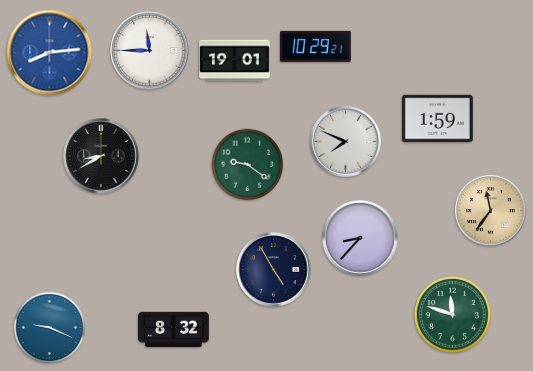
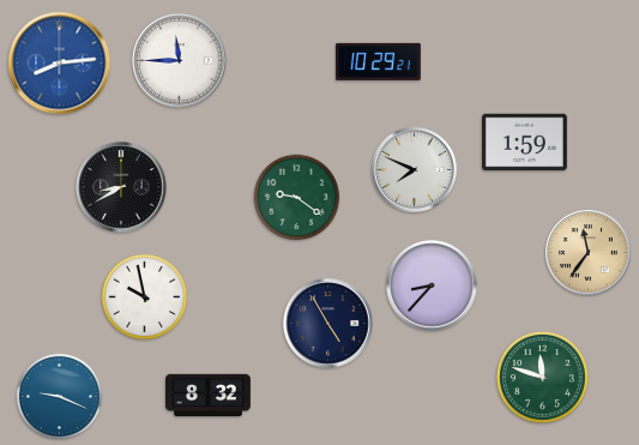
clock at (315, 46) position: (315, 46) -> (378, 61)
clock at (235, 61): 19:01 -> none
clock at (145, 297): none -> 9:58
clock at (50, 328) position: (50, 328) -> (60, 397)
